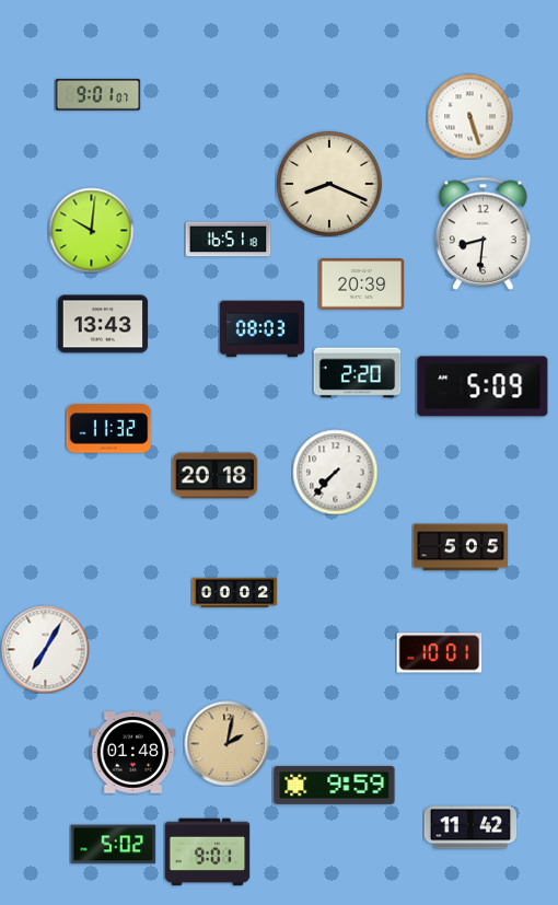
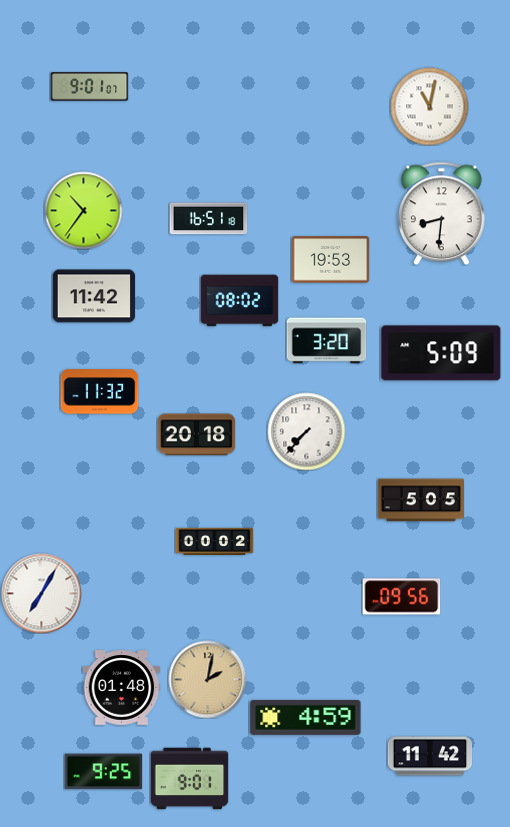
clock at (469, 116): 5:27 -> 11:02
clock at (329, 184): 8:19 -> none
clock at (91, 230): 10:01 -> 10:36
clock at (361, 285): 20:39 -> 19:53
clock at (103, 324): 13:43 -> 11:42
clock at (261, 329): 08:03 -> 08:02
clock at (357, 373): 2:20 -> 3:20
clock at (439, 653): 10:01 -> 09:56
clock at (335, 785): 9:59 -> 4:59
clock at (113, 845): 5:02 -> 9:25
